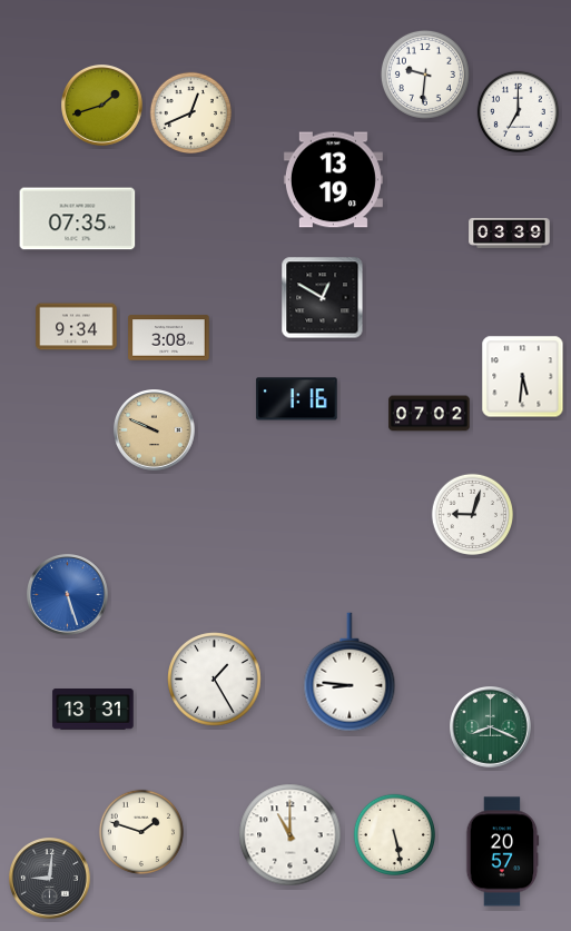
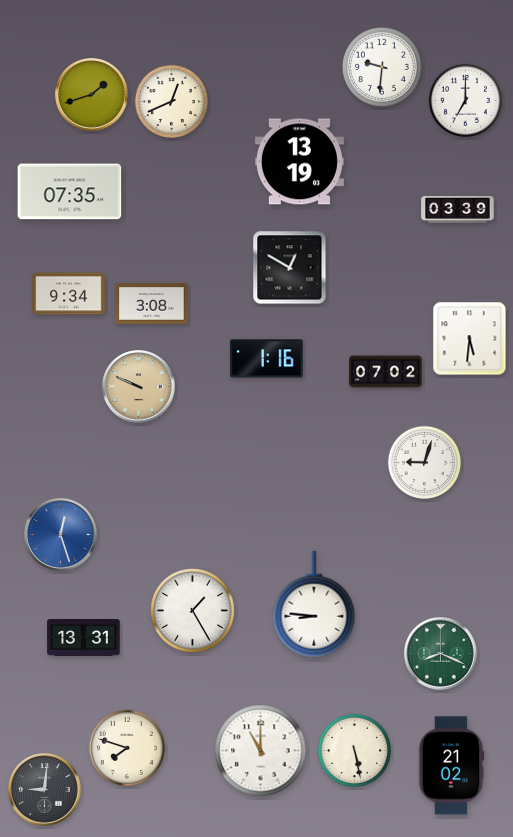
clock at (78, 219) position: (78, 219) -> (70, 192)
clock at (68, 595): 5:27 -> 12:27
clock at (141, 832): 1:48 -> 7:48
clock at (503, 852): 20:57 -> 21:02
